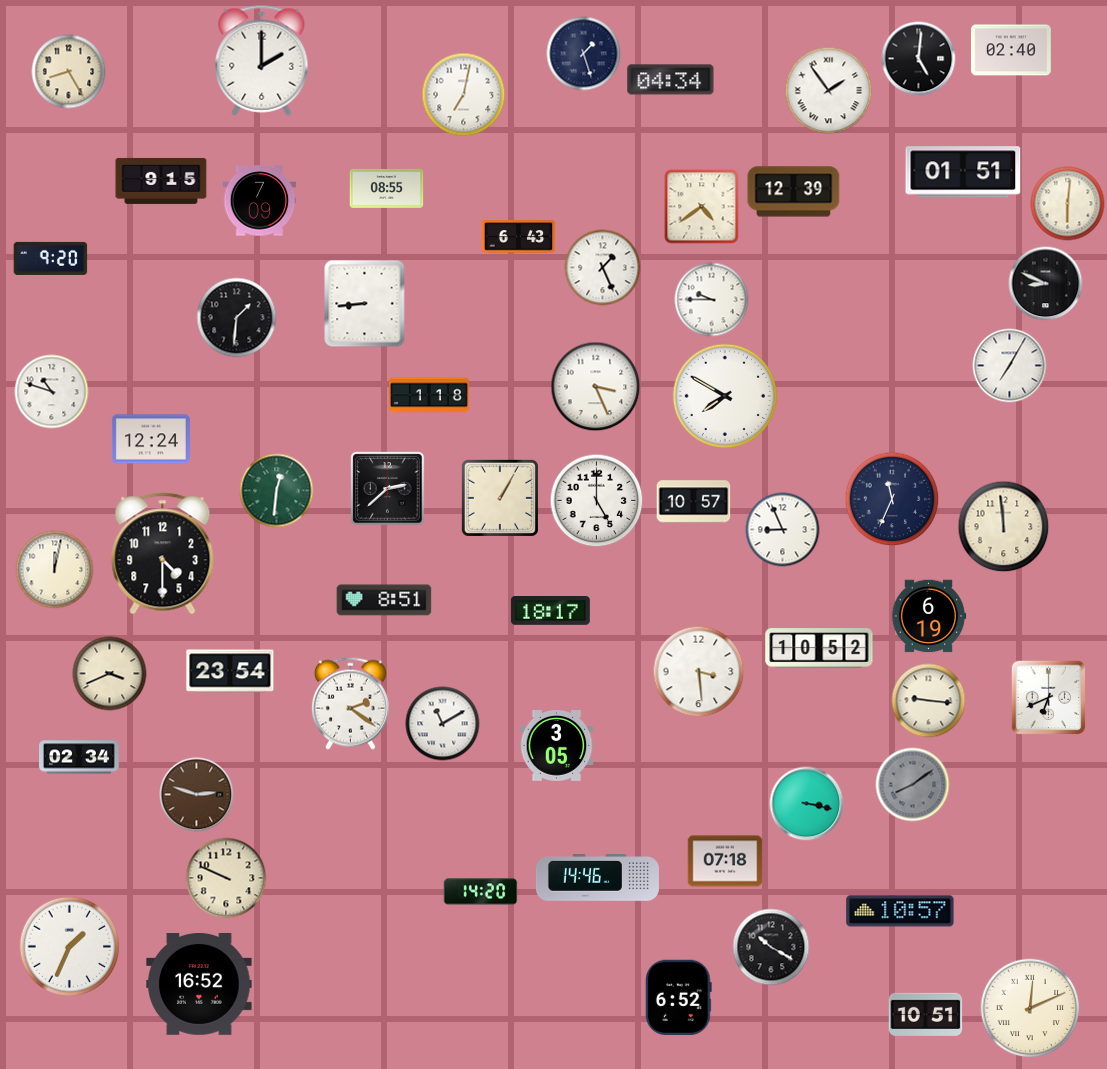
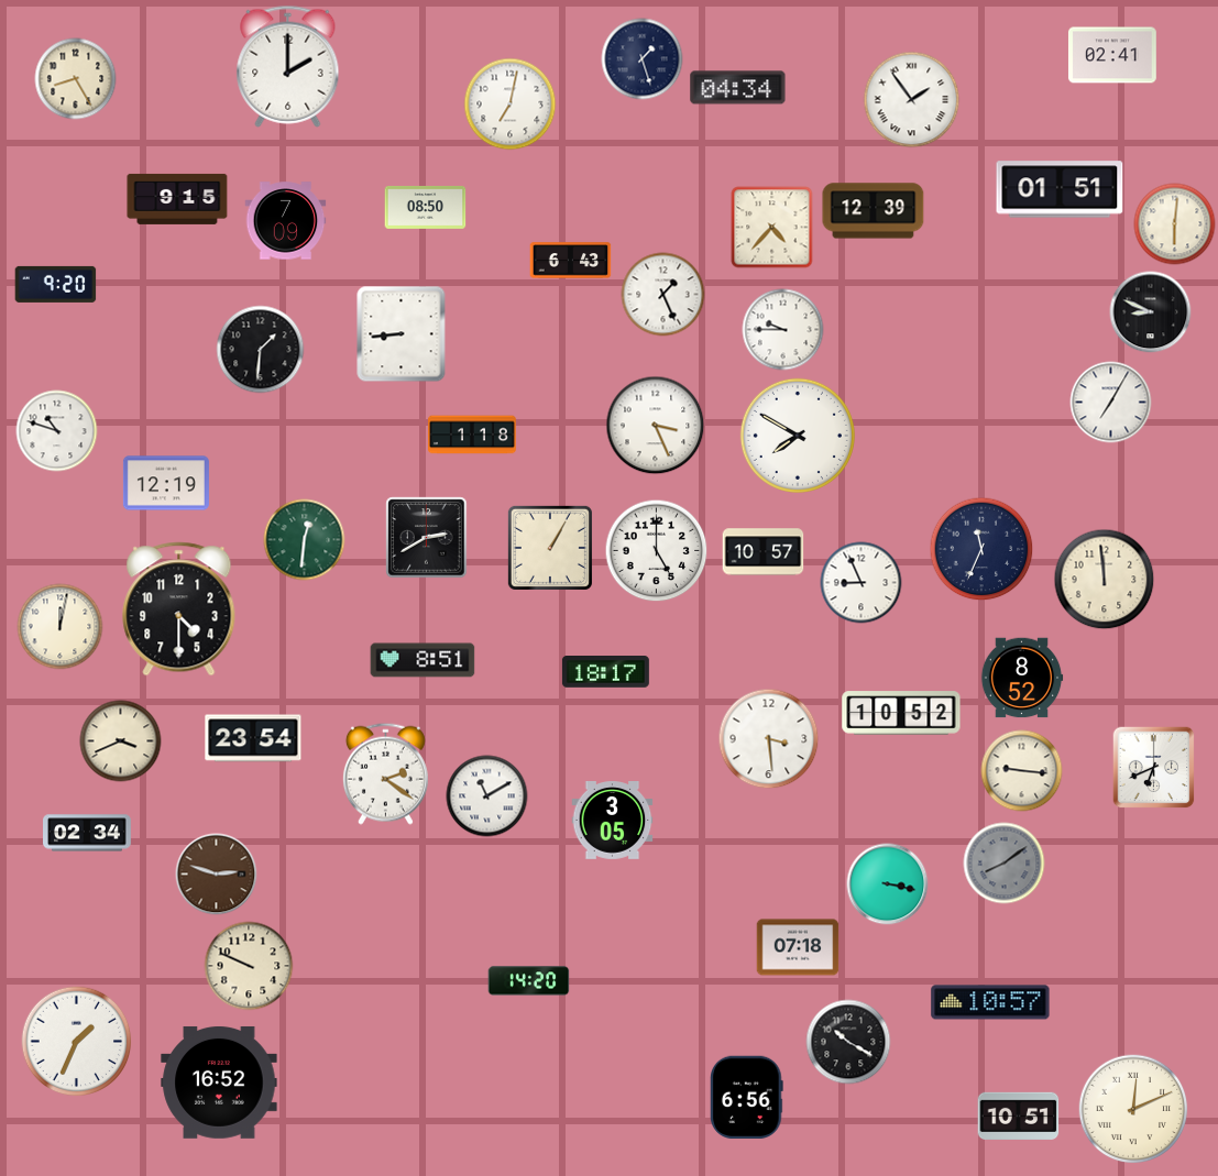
clock at (1011, 50): 02:40 -> 02:41
clock at (919, 59): 5:01 -> none
clock at (387, 188): 08:55 -> 08:50
clock at (702, 207): 4:39 -> 4:37
clock at (151, 439): 12:24 -> 12:19
clock at (388, 489): 2:38 -> 2:40
clock at (929, 616): 6:19 -> 8:52
clock at (597, 878): 14:46 -> none
clock at (679, 998): 6:52 -> 6:56
